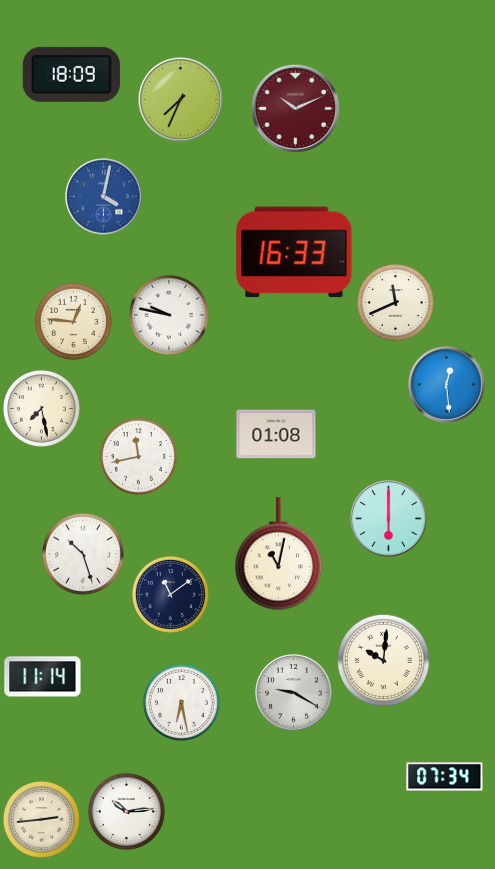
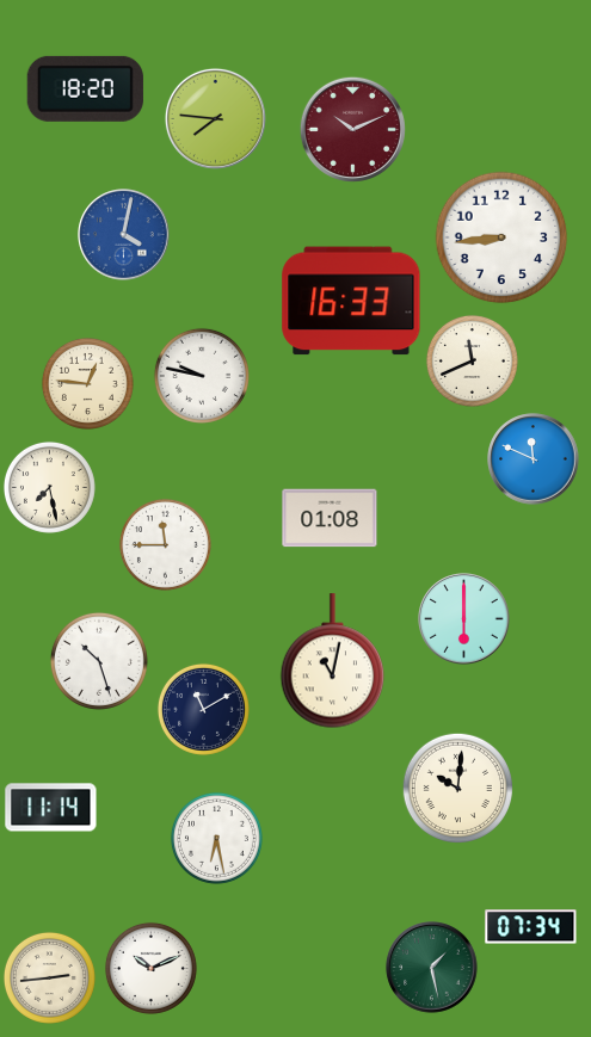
clock at (71, 74): 18:09 -> 18:20
clock at (180, 99): 7:34 -> 7:46
clock at (501, 237): none -> 8:44
clock at (447, 385): 12:29 -> 11:49
clock at (138, 456): 11:43 -> 11:45
clock at (170, 594): 11:09 -> 11:10
clock at (294, 693): 9:20 -> none
clock at (126, 811): 10:14 -> 10:11
clock at (432, 968): none -> 1:28
